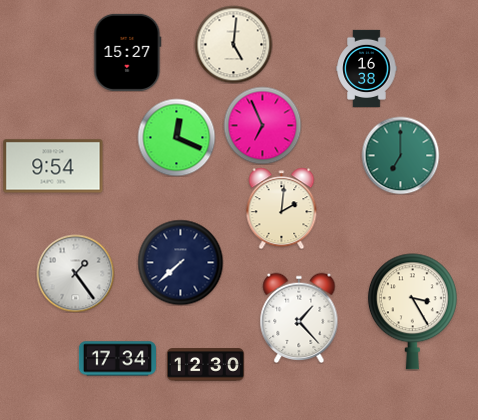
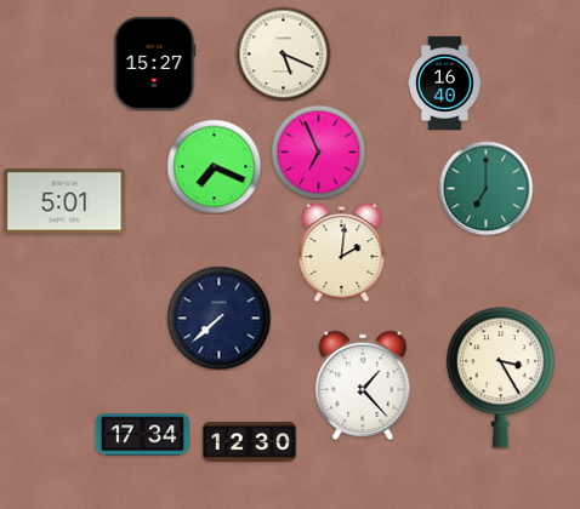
clock at (233, 44): 5:01 -> 5:19
clock at (367, 68): 16:38 -> 16:40
clock at (176, 137): 12:19 -> 7:19
clock at (53, 166): 9:54 -> 5:01
clock at (75, 273): 1:24 -> none
